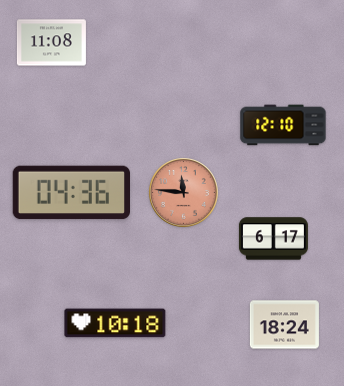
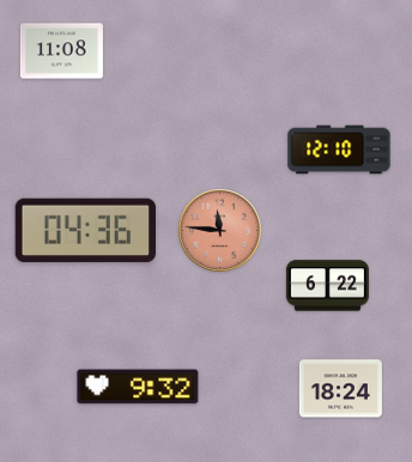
clock at (273, 239): 6:17 -> 6:22
clock at (115, 323): 10:18 -> 9:32
